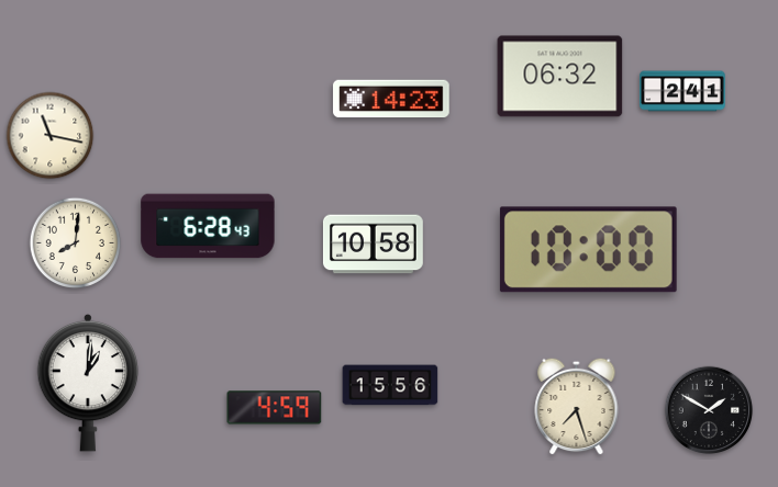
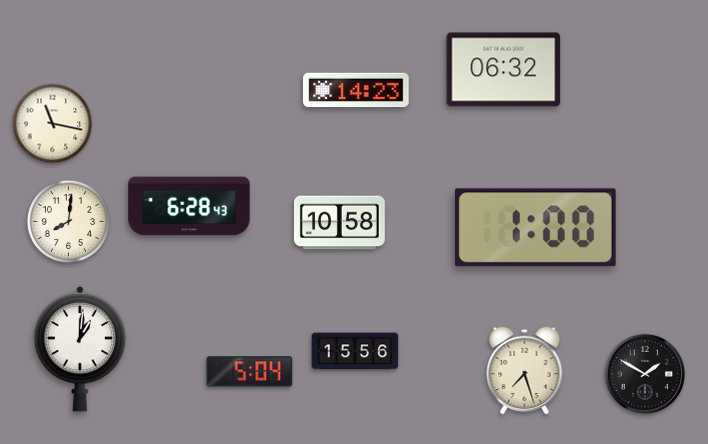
clock at (560, 77) position: (560, 77) -> (504, 70)
clock at (682, 91): 2:41 -> none
clock at (51, 136) position: (51, 136) -> (53, 124)
clock at (588, 250): 10:00 -> 1:00
clock at (275, 408): 4:59 -> 5:04
